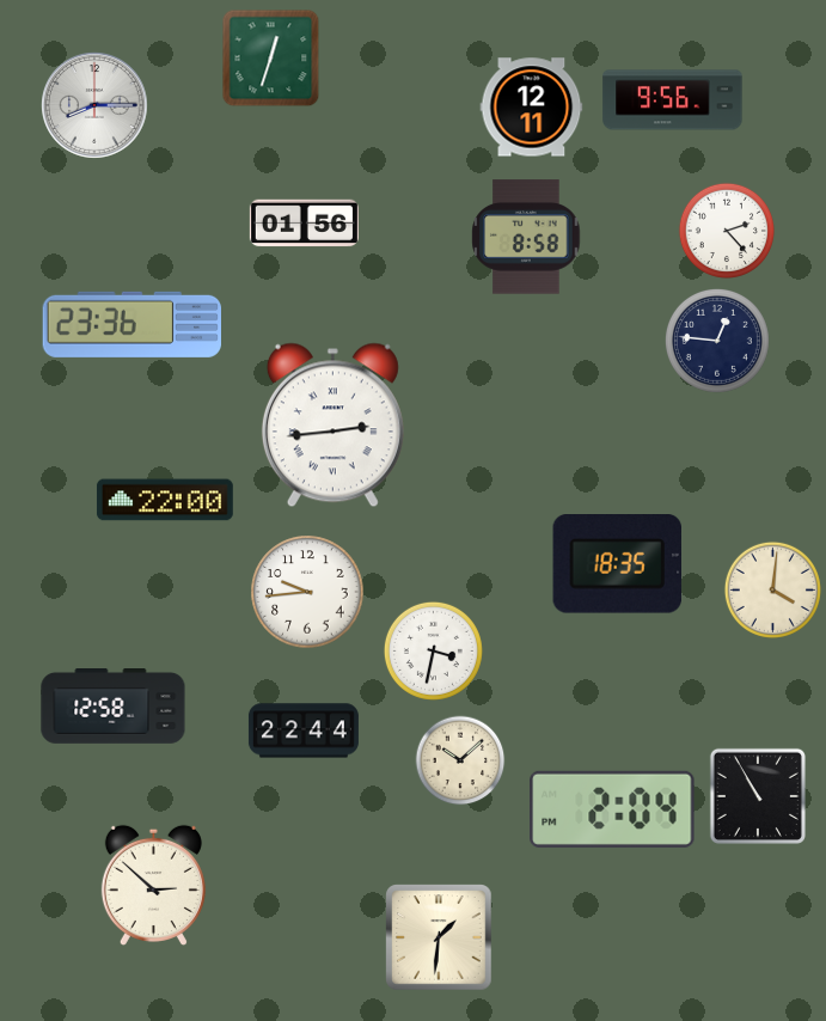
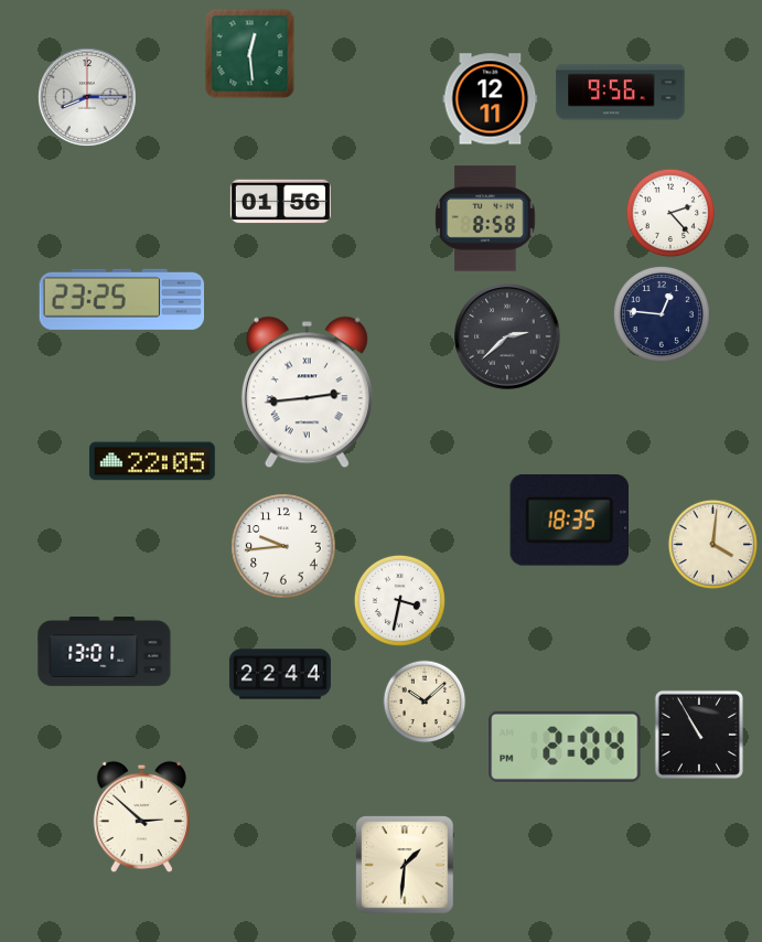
clock at (271, 59): 12:33 -> 12:29
clock at (304, 224) position: (304, 224) -> (280, 202)
clock at (131, 324): 23:36 -> 23:25
clock at (507, 336): none -> 2:38
clock at (165, 500): 22:00 -> 22:05
clock at (114, 707): 12:58 -> 13:01
